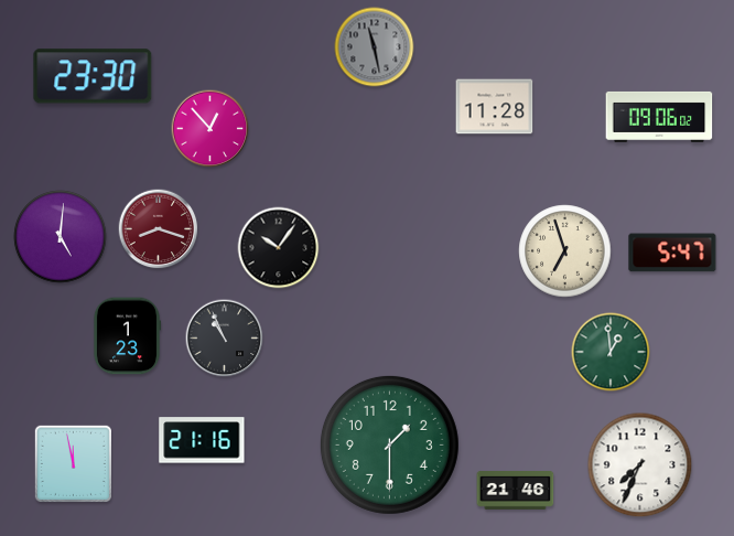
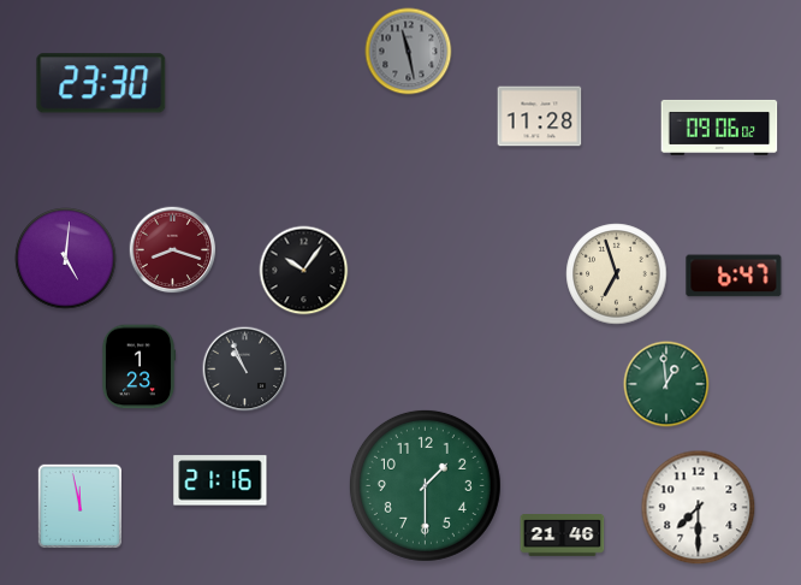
clock at (211, 129): 12:53 -> none
clock at (672, 253): 5:47 -> 6:47
clock at (640, 465): 7:34 -> 7:30
